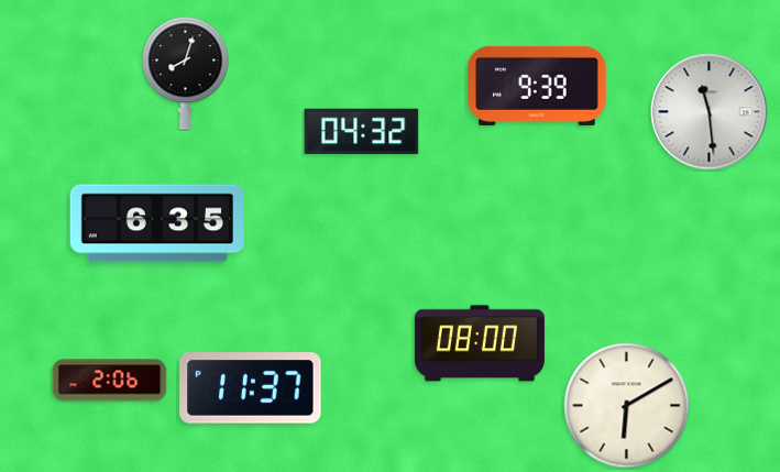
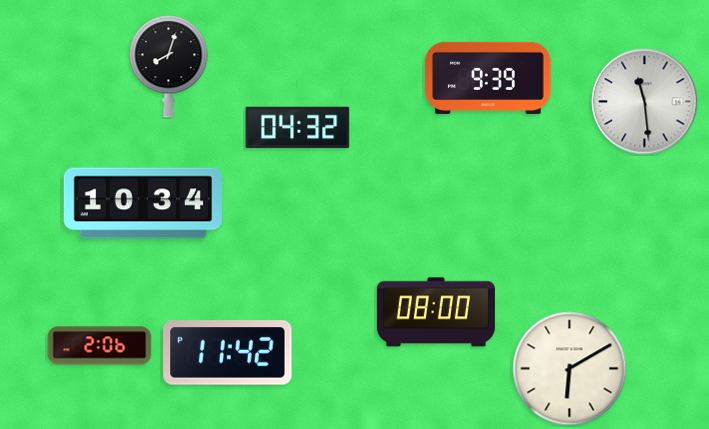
clock at (362, 132) position: (362, 132) -> (298, 128)
clock at (156, 223): 6:35 -> 10:34
clock at (251, 388): 11:37 -> 11:42
